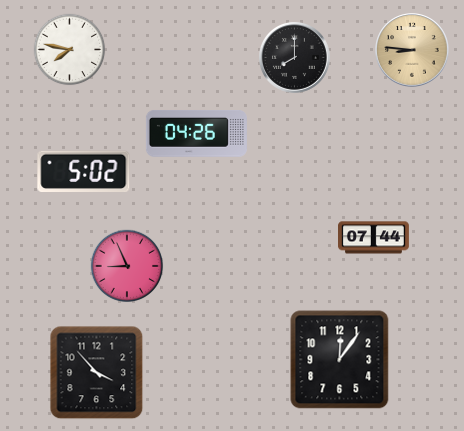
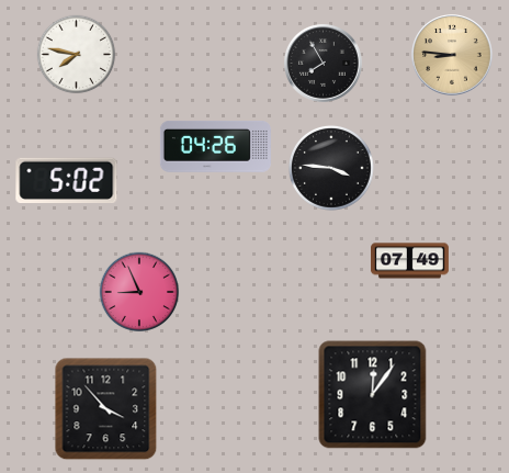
clock at (294, 57): 8:00 -> 7:55
clock at (331, 168): none -> 3:46
clock at (84, 171) position: (84, 171) -> (67, 180)
clock at (374, 238): 07:44 -> 07:49
